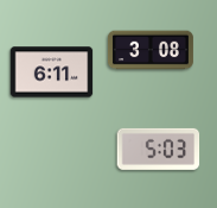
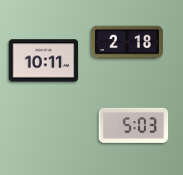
clock at (151, 50): 3:08 -> 2:18
clock at (52, 73): 6:11 -> 10:11
